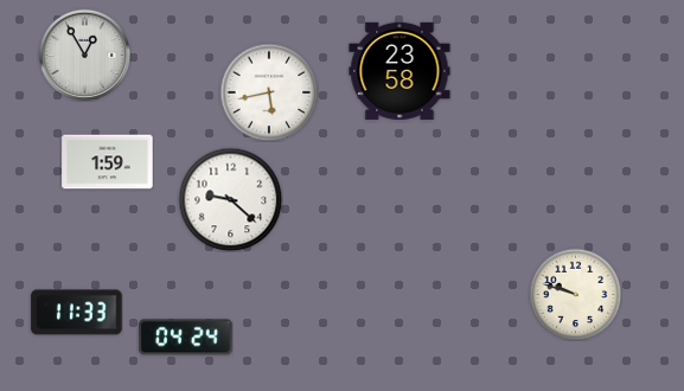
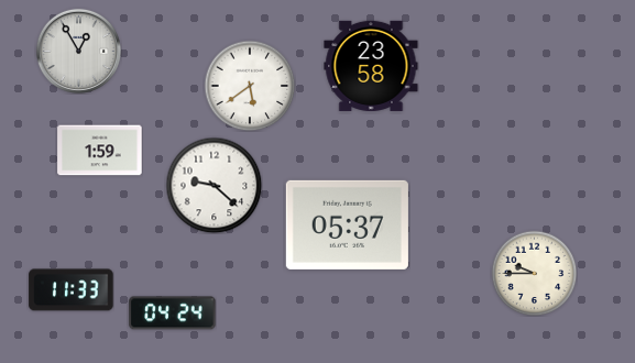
clock at (269, 92): 5:43 -> 5:39
clock at (347, 224): none -> 05:37
clock at (575, 294): 9:48 -> 9:45
